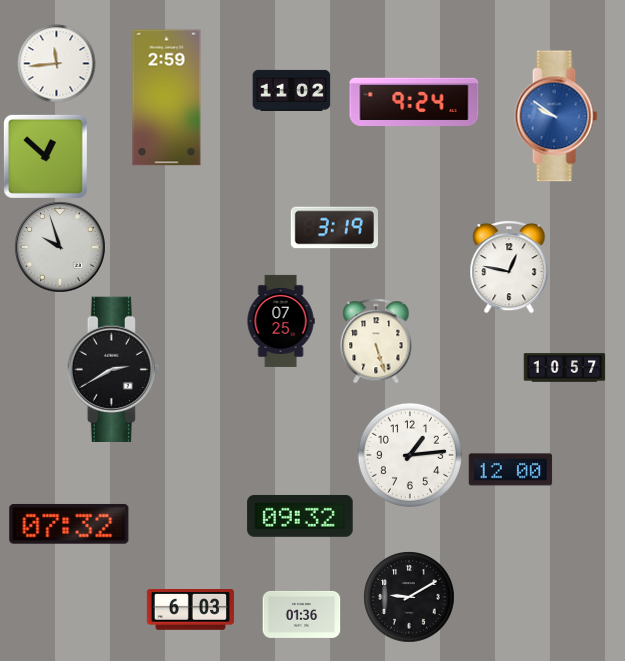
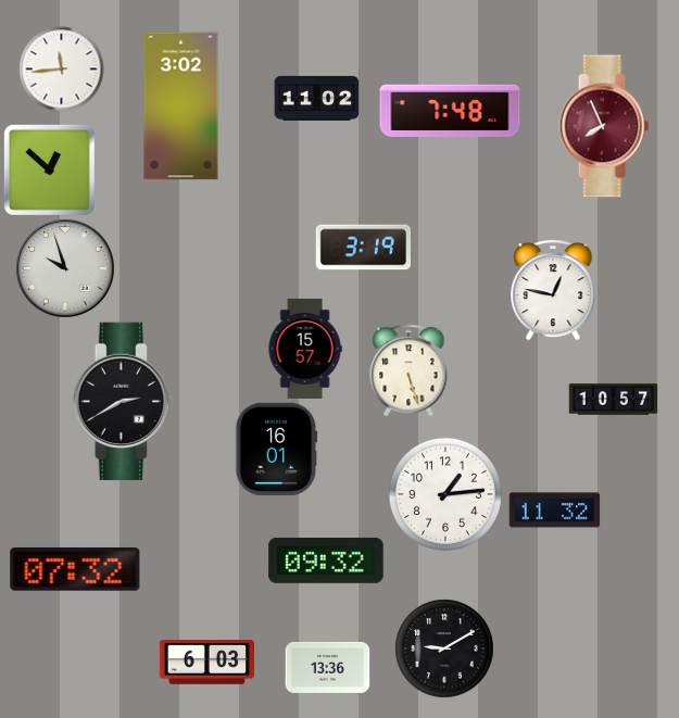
clock at (167, 98): 2:59 -> 3:02
clock at (414, 101): 9:24 -> 7:48
clock at (556, 116): 9:51 -> 7:56
clock at (556, 116) dial: blue -> burgundy
clock at (281, 321): 07:25 -> 15:57
clock at (277, 449): none -> 16:01
clock at (510, 470): 12:00 -> 11:32
clock at (301, 614): 01:36 -> 13:36
